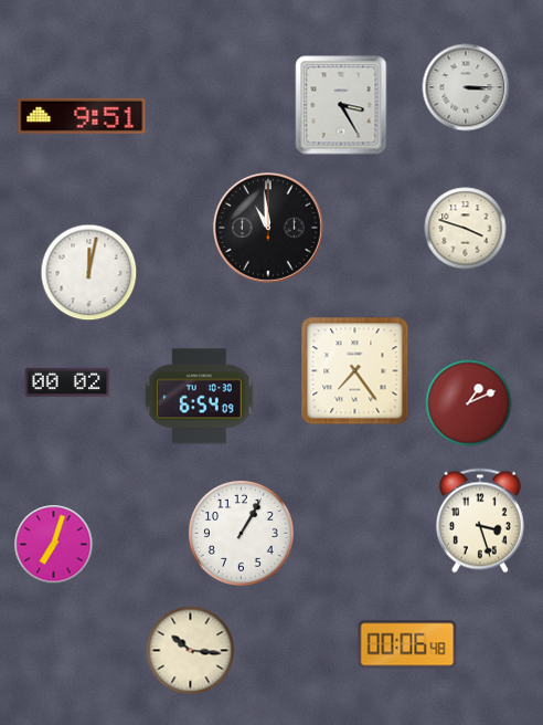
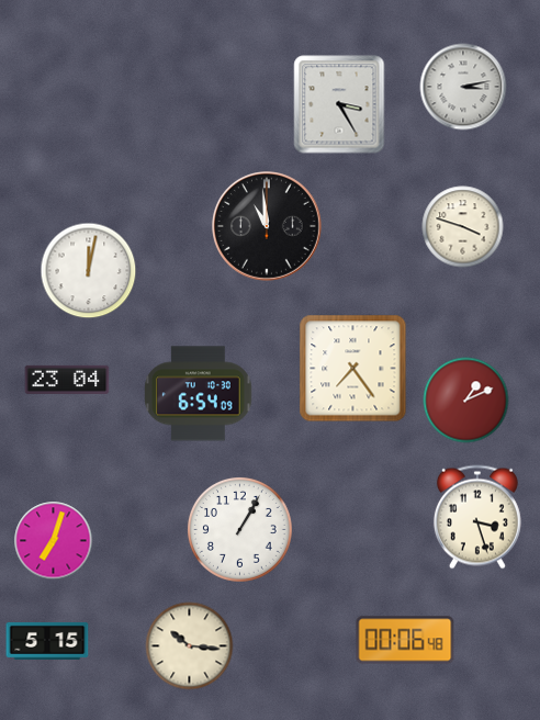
clock at (466, 87): 3:15 -> 3:13
clock at (82, 116): 9:51 -> none
clock at (67, 382): 00:02 -> 23:04
clock at (47, 641): none -> 5:15
